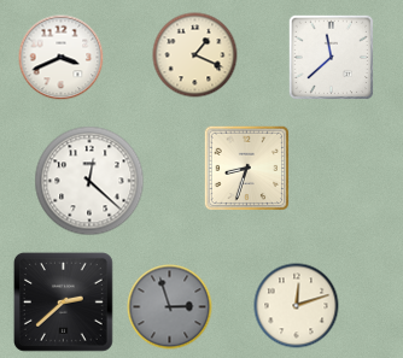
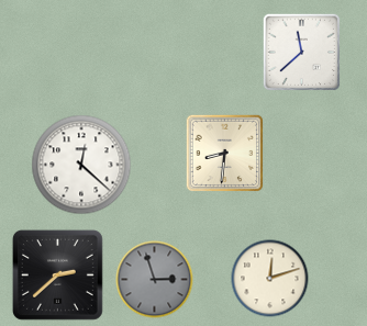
clock at (195, 55): 1:19 -> none
clock at (62, 58): 3:41 -> none
clock at (247, 169): 8:33 -> 8:31
